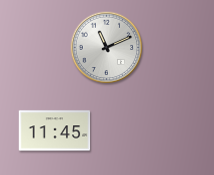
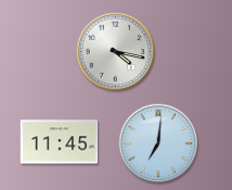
clock at (107, 48): 11:11 -> 4:17
clock at (158, 143): none -> 7:01
